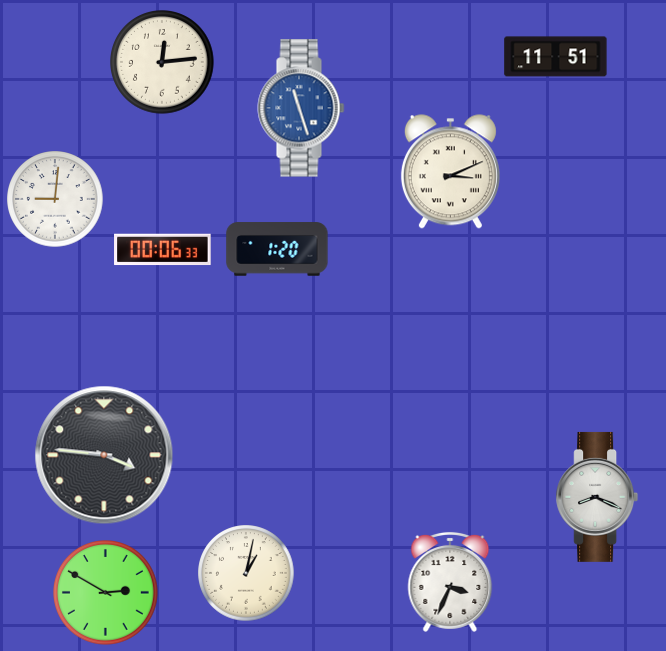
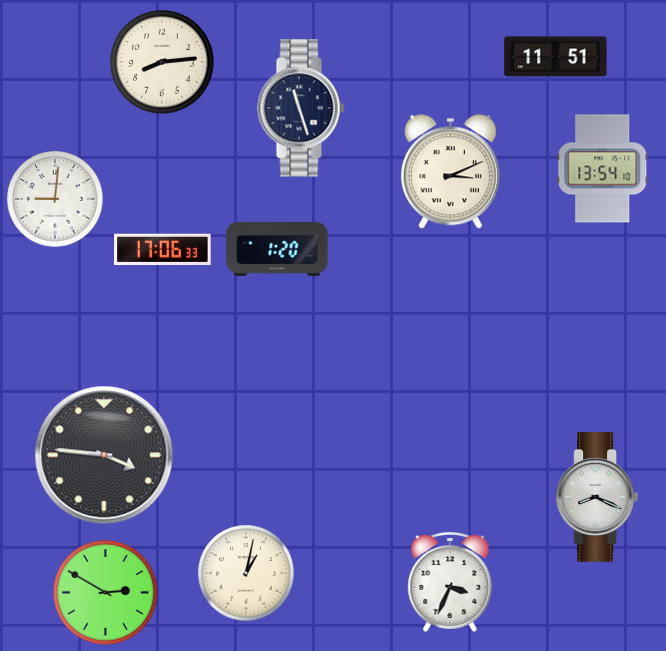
clock at (163, 63): 12:14 -> 8:14
clock at (301, 108) dial: blue -> navy
clock at (603, 169): none -> 13:54
clock at (163, 250): 00:06 -> 17:06
